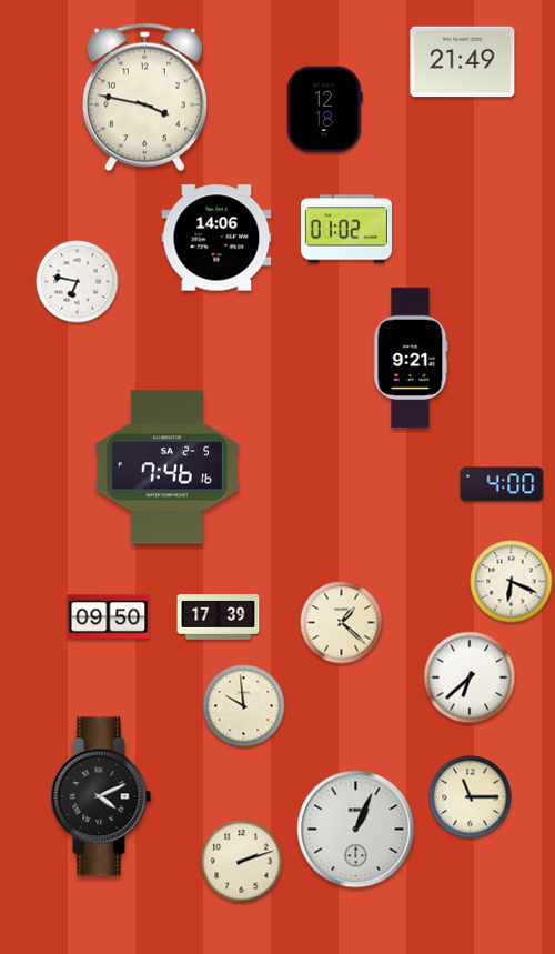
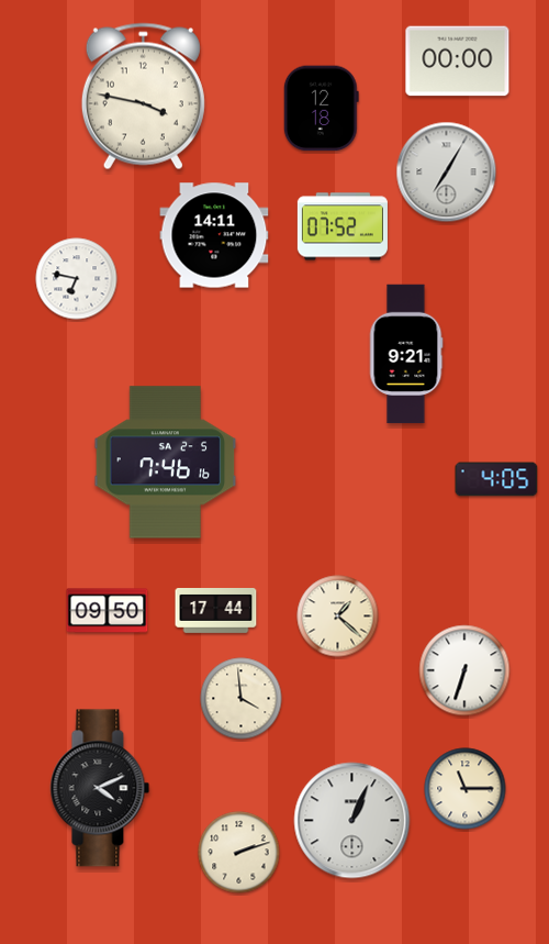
clock at (463, 62): 21:49 -> 00:00
clock at (447, 173): none -> 7:05
clock at (346, 229): 01:02 -> 07:52
clock at (216, 238): 14:06 -> 14:11
clock at (502, 484): 4:00 -> 4:05
clock at (512, 582): 6:19 -> none
clock at (219, 617): 17:39 -> 17:44
clock at (470, 677): 6:38 -> 6:33
clock at (244, 706): 9:59 -> 3:59
